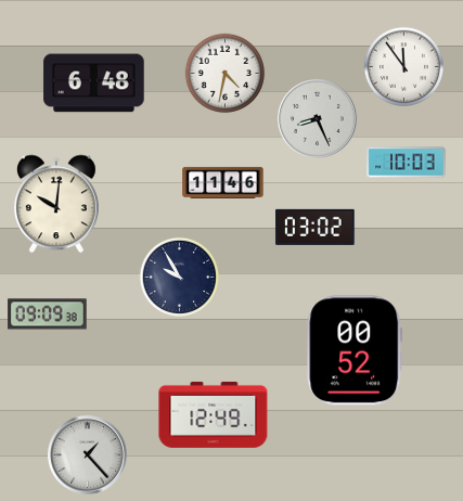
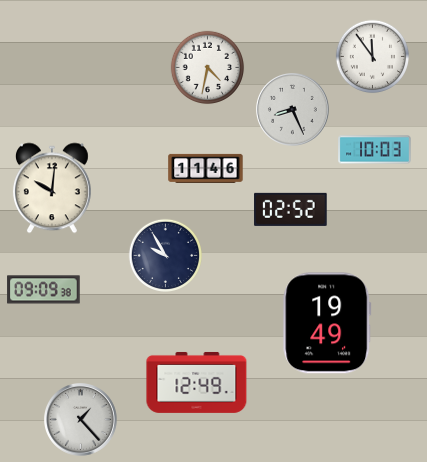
clock at (404, 67) position: (404, 67) -> (373, 57)
clock at (94, 83): 6:48 -> none
clock at (316, 227): 03:02 -> 02:52
clock at (355, 350): 00:52 -> 19:49
